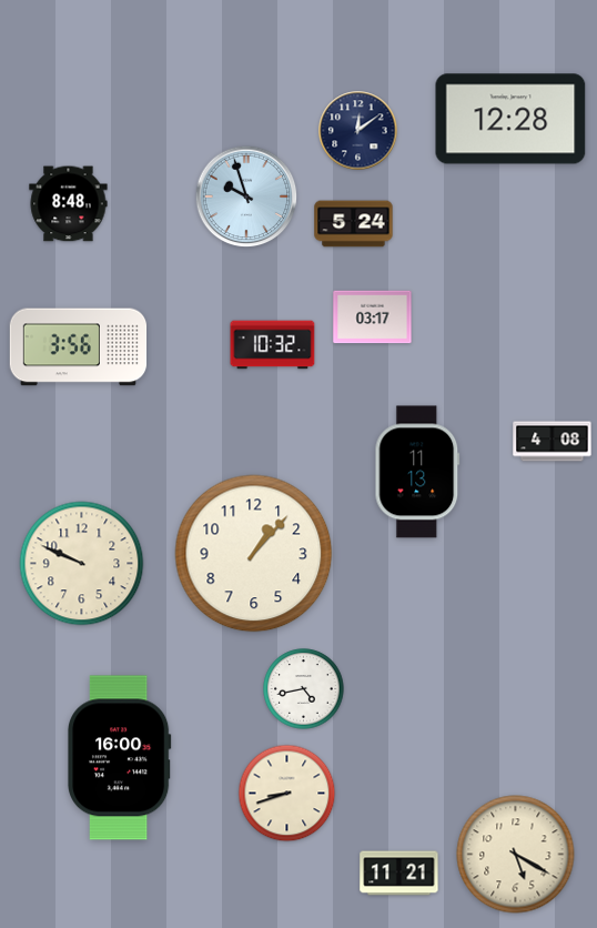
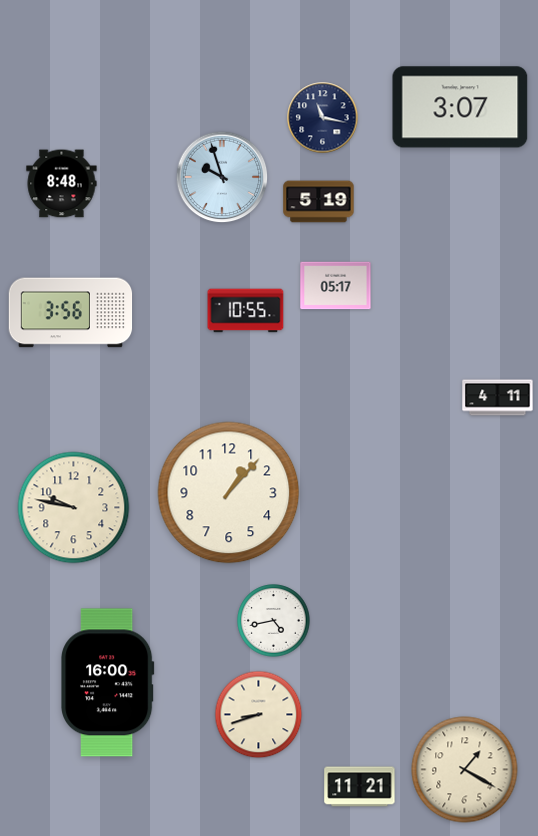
clock at (510, 119): 12:28 -> 3:07
clock at (358, 131): 12:09 -> 11:17
clock at (354, 224): 5:24 -> 5:19
clock at (373, 317): 03:17 -> 05:17
clock at (273, 345): 10:32 -> 10:55
clock at (553, 442): 4:08 -> 4:11
clock at (417, 472): 11:13 -> none
clock at (254, 554) position: (254, 554) -> (229, 493)
clock at (82, 564): 9:49 -> 9:47
clock at (516, 855): 5:20 -> 1:20
